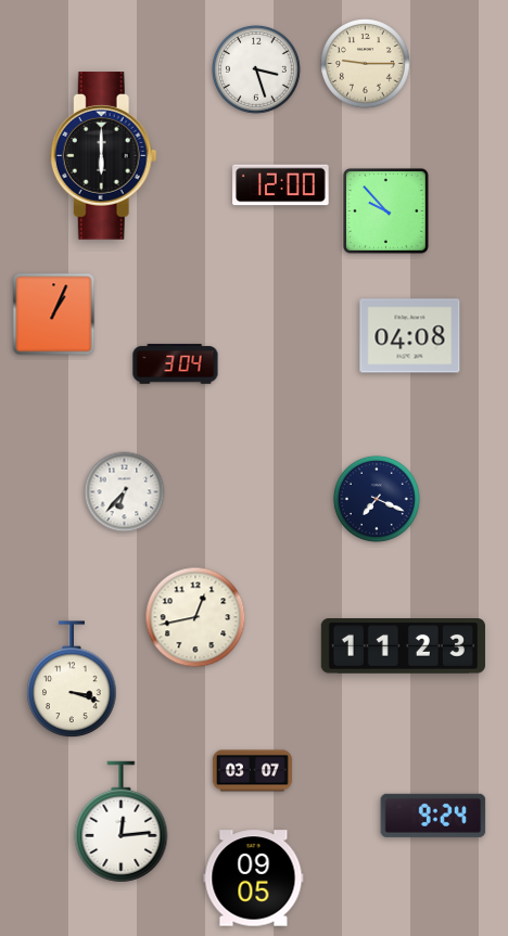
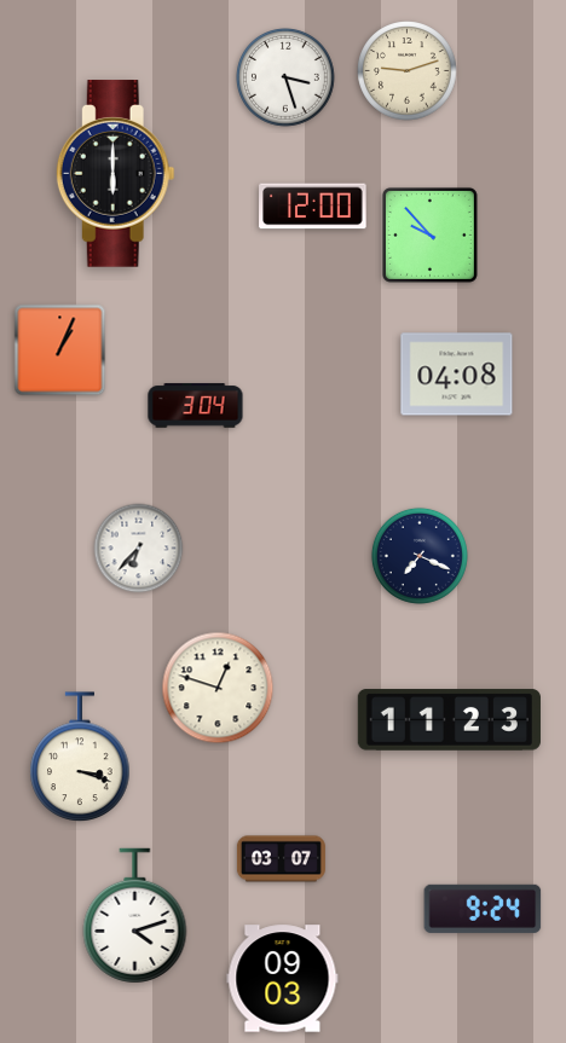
clock at (366, 64): 9:15 -> 9:12
clock at (195, 617): 12:43 -> 12:48
clock at (122, 822): 12:14 -> 4:12
clock at (254, 879): 09:05 -> 09:03
